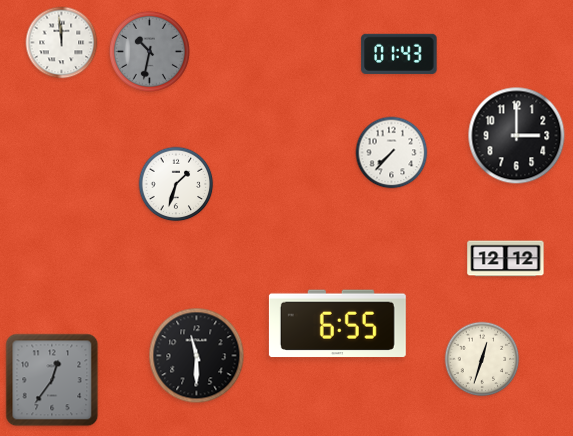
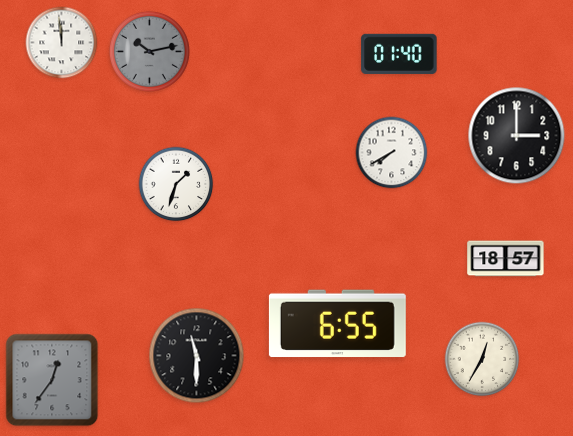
clock at (149, 51): 10:32 -> 10:13
clock at (399, 54): 01:43 -> 01:40
clock at (392, 153): 7:37 -> 7:40
clock at (506, 259): 12:12 -> 18:57
clock at (482, 359): 12:33 -> 12:35
